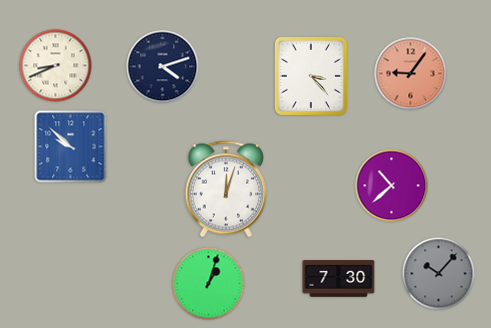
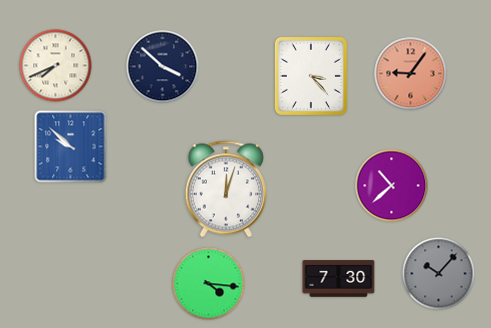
clock at (56, 66): 8:41 -> 7:41
clock at (163, 67): 4:12 -> 3:52
clock at (209, 284): 1:03 -> 4:16
